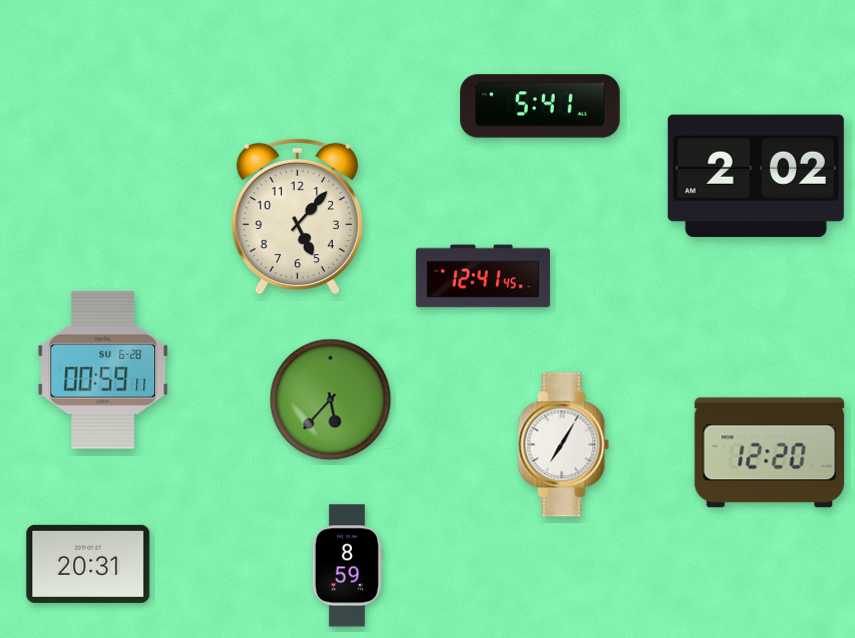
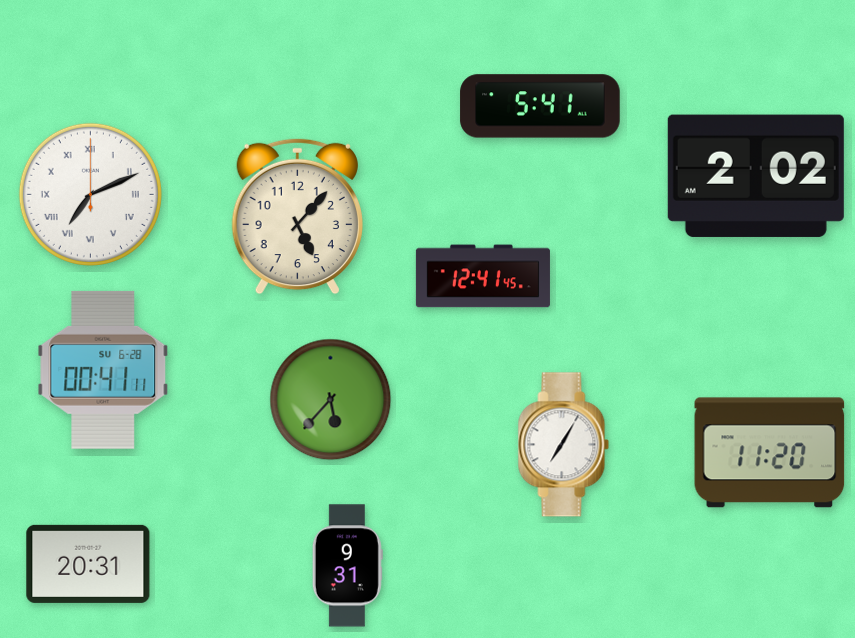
clock at (90, 194): none -> 7:11
clock at (103, 370): 00:59 -> 00:41
clock at (770, 453): 12:20 -> 11:20
clock at (347, 566): 8:59 -> 9:31
